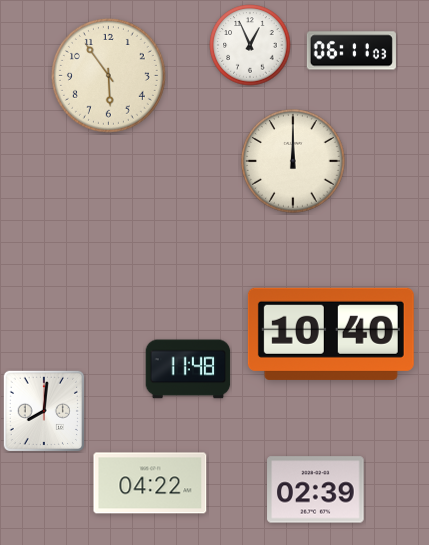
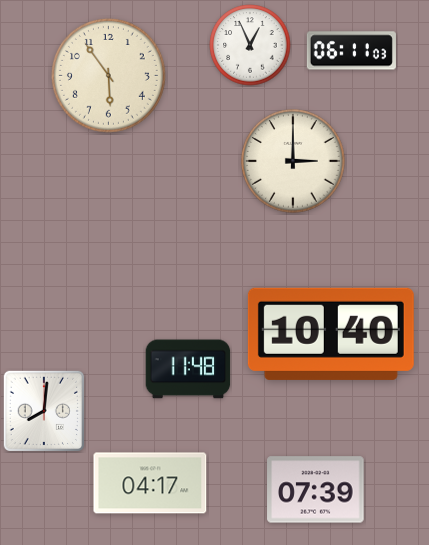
clock at (294, 162): 12:00 -> 3:00
clock at (150, 483): 04:22 -> 04:17
clock at (316, 490): 02:39 -> 07:39
